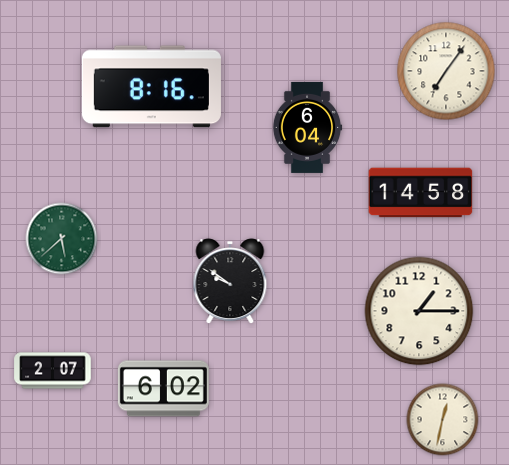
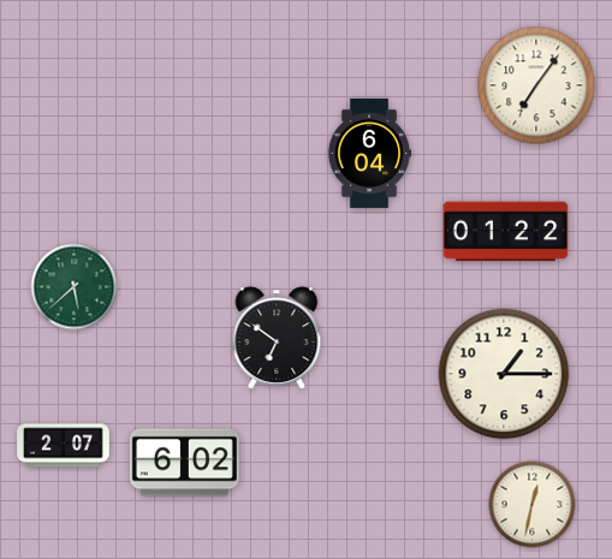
clock at (151, 87): 8:16 -> none
clock at (421, 193): 14:58 -> 01:22
clock at (230, 281): 9:51 -> 6:51
clock at (163, 389) position: (163, 389) -> (184, 463)
